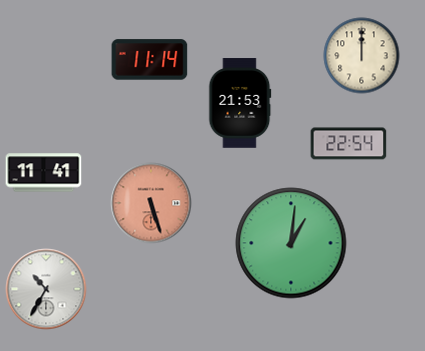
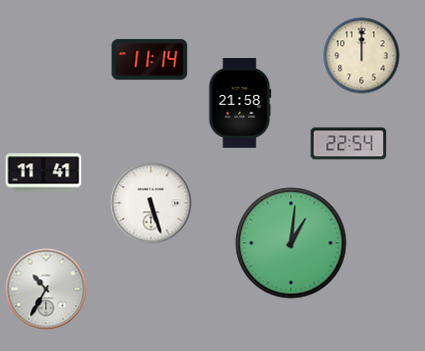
clock at (240, 103): 21:53 -> 21:58
clock at (151, 203) dial: salmon -> white
